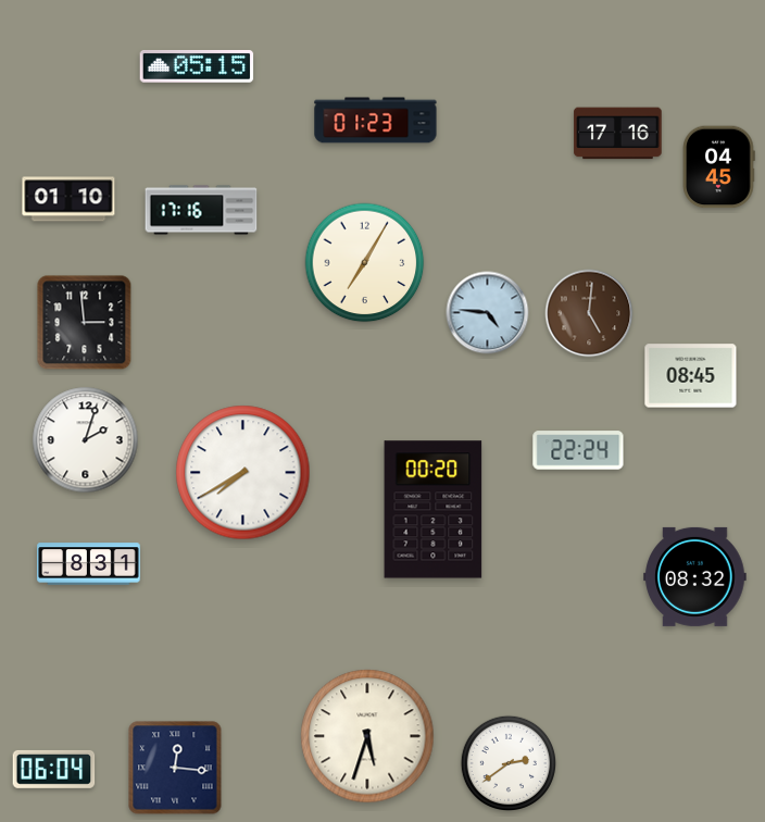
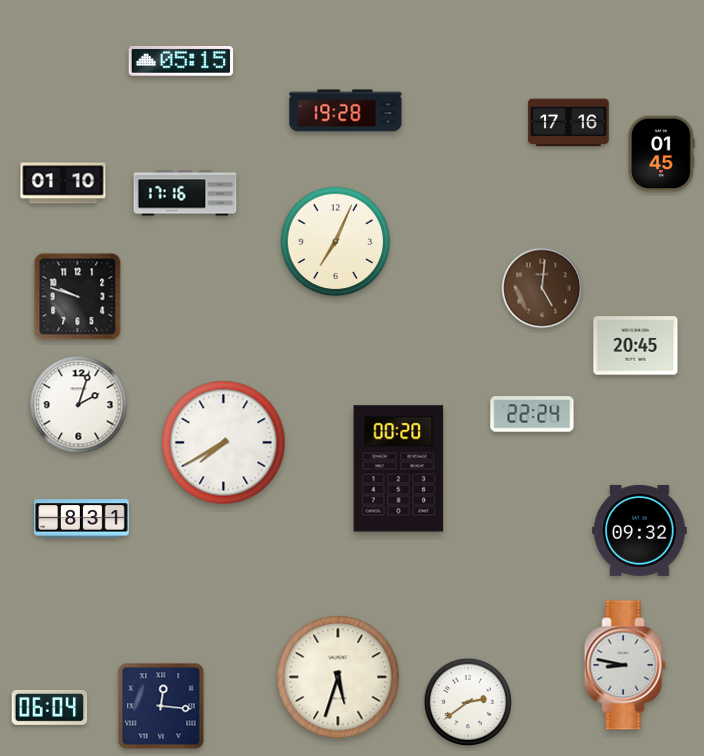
clock at (376, 121): 01:23 -> 19:28
clock at (719, 167): 04:45 -> 01:45
clock at (365, 263): 7:05 -> 7:04
clock at (488, 313): 4:46 -> none
clock at (85, 323): 2:59 -> 9:48
clock at (691, 376): 08:45 -> 20:45
clock at (243, 473) position: (243, 473) -> (224, 443)
clock at (695, 576): 08:32 -> 09:32
clock at (625, 665): none -> 8:47
